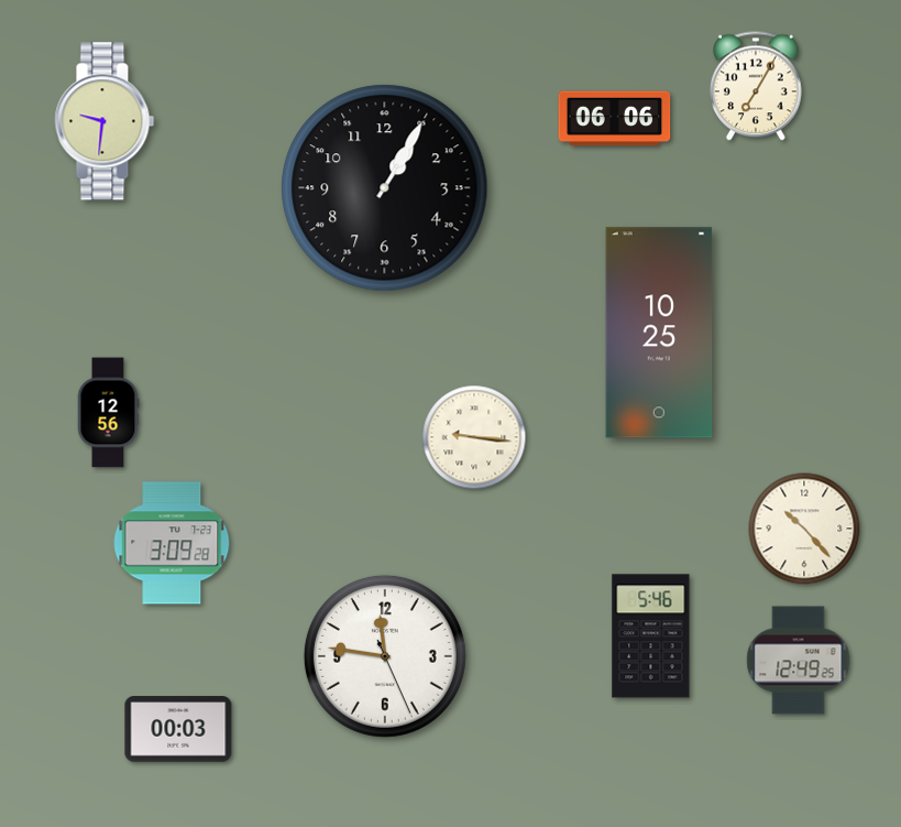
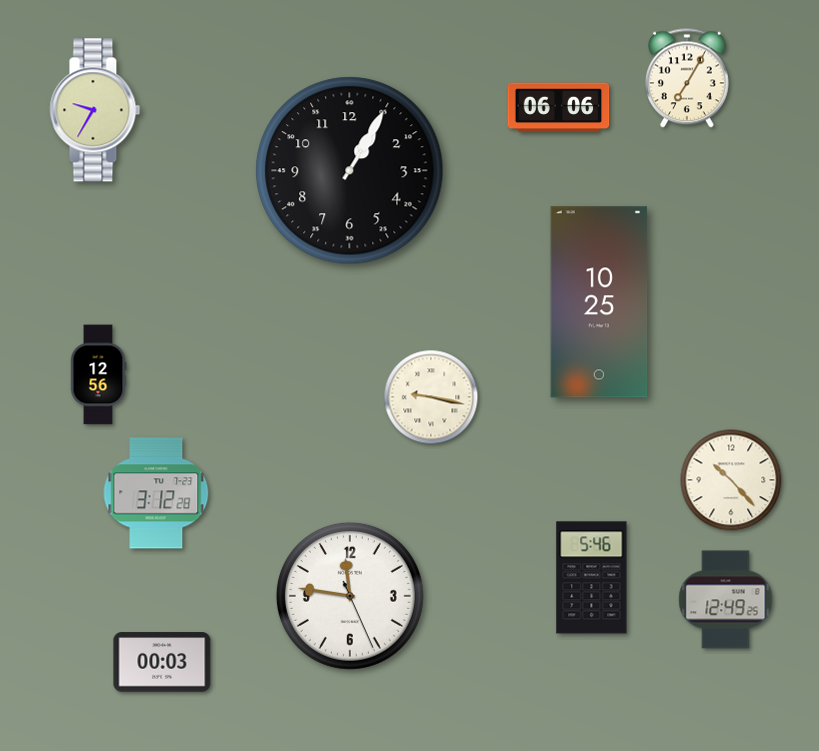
clock at (105, 121): 9:31 -> 9:35
clock at (474, 437): 9:16 -> 9:17
clock at (172, 543): 3:09 -> 3:12
